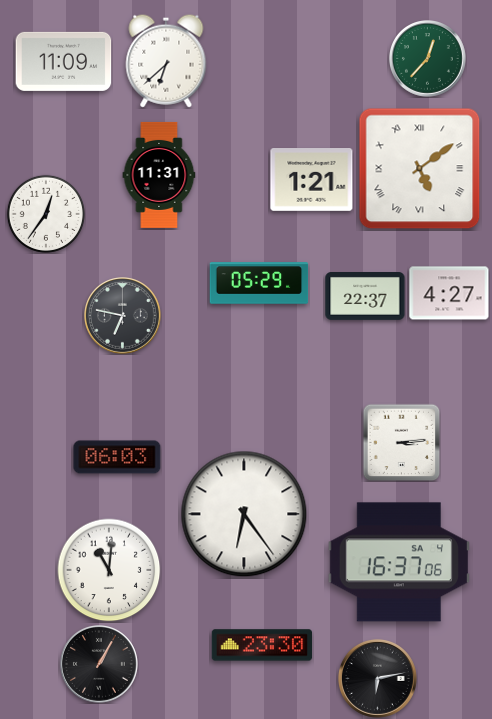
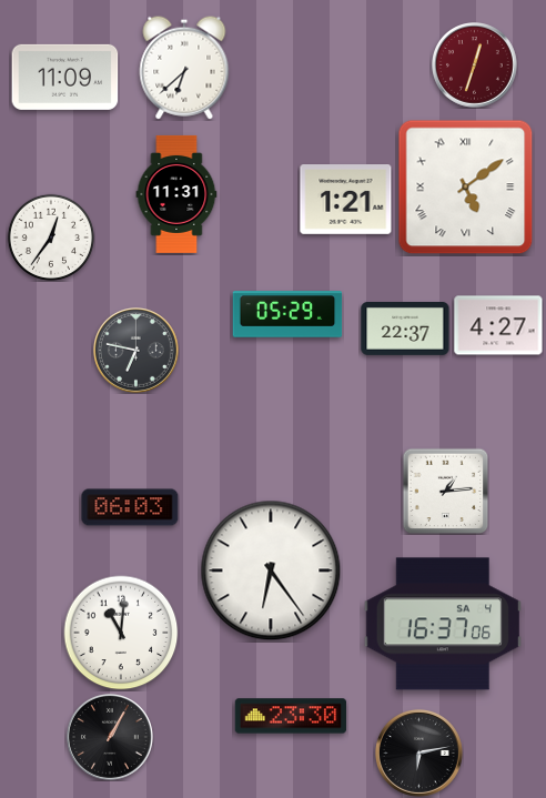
clock at (428, 59): 12:37 -> 12:33
clock at (428, 59) dial: green -> burgundy
clock at (64, 61) position: (64, 61) -> (65, 77)
clock at (401, 442): 3:14 -> 1:14
